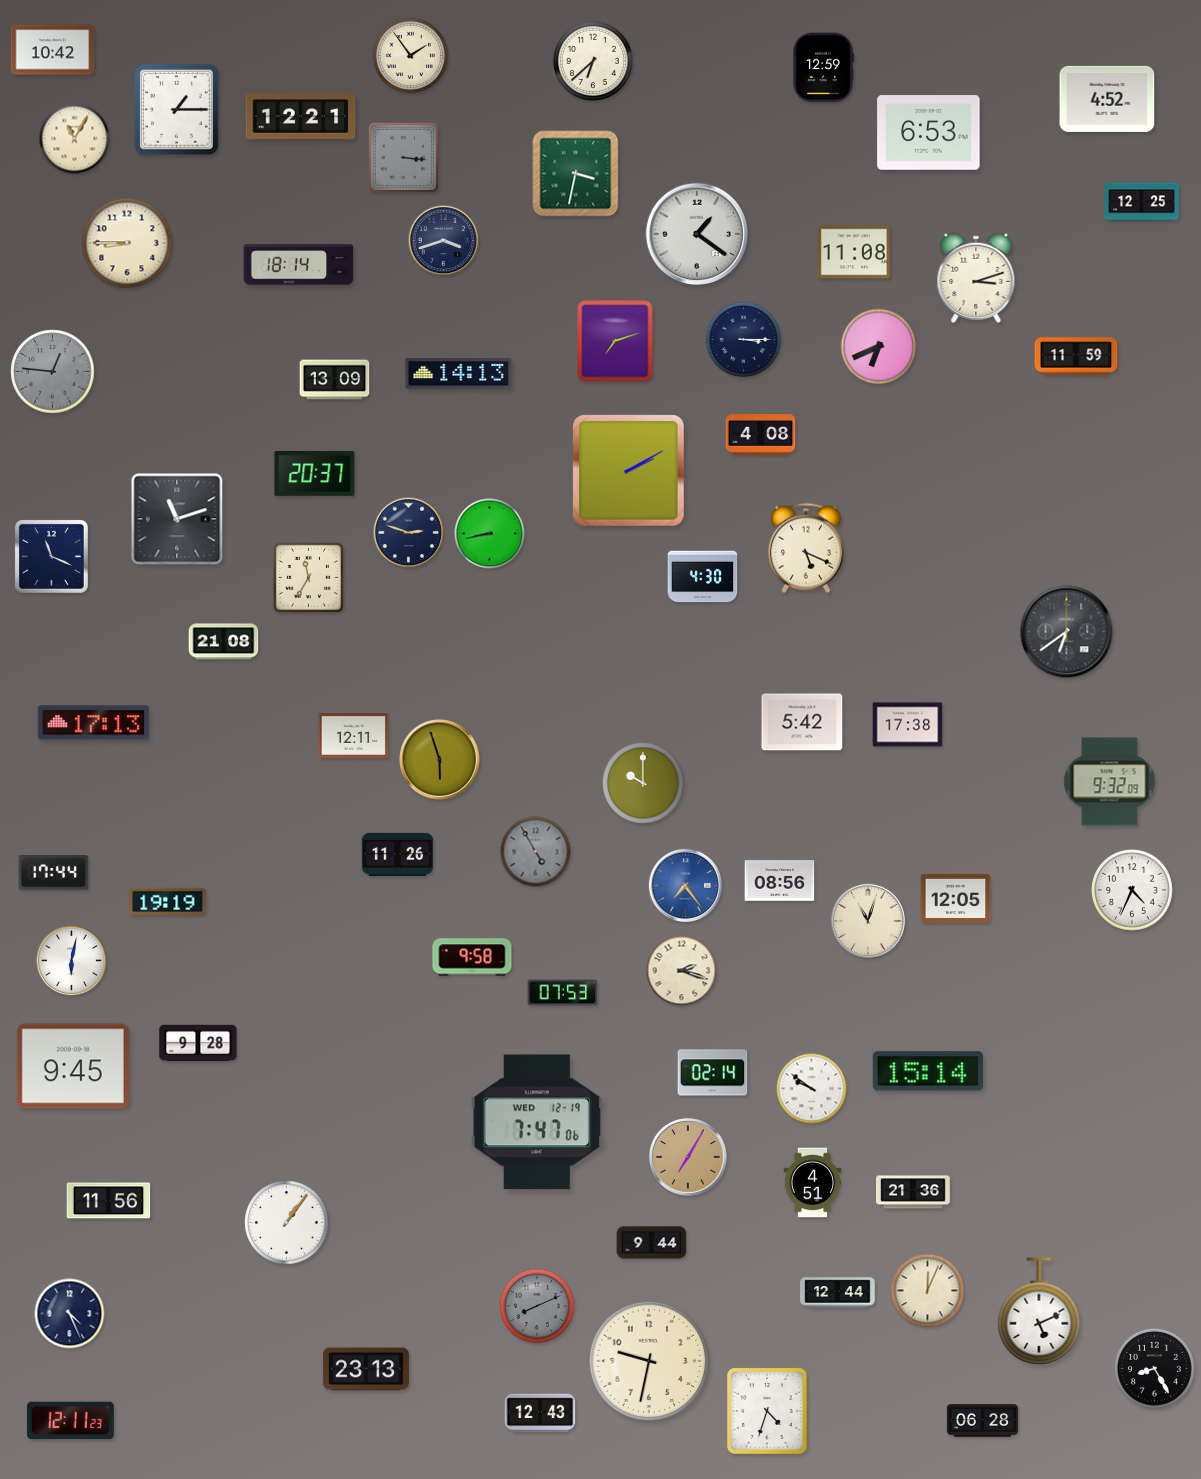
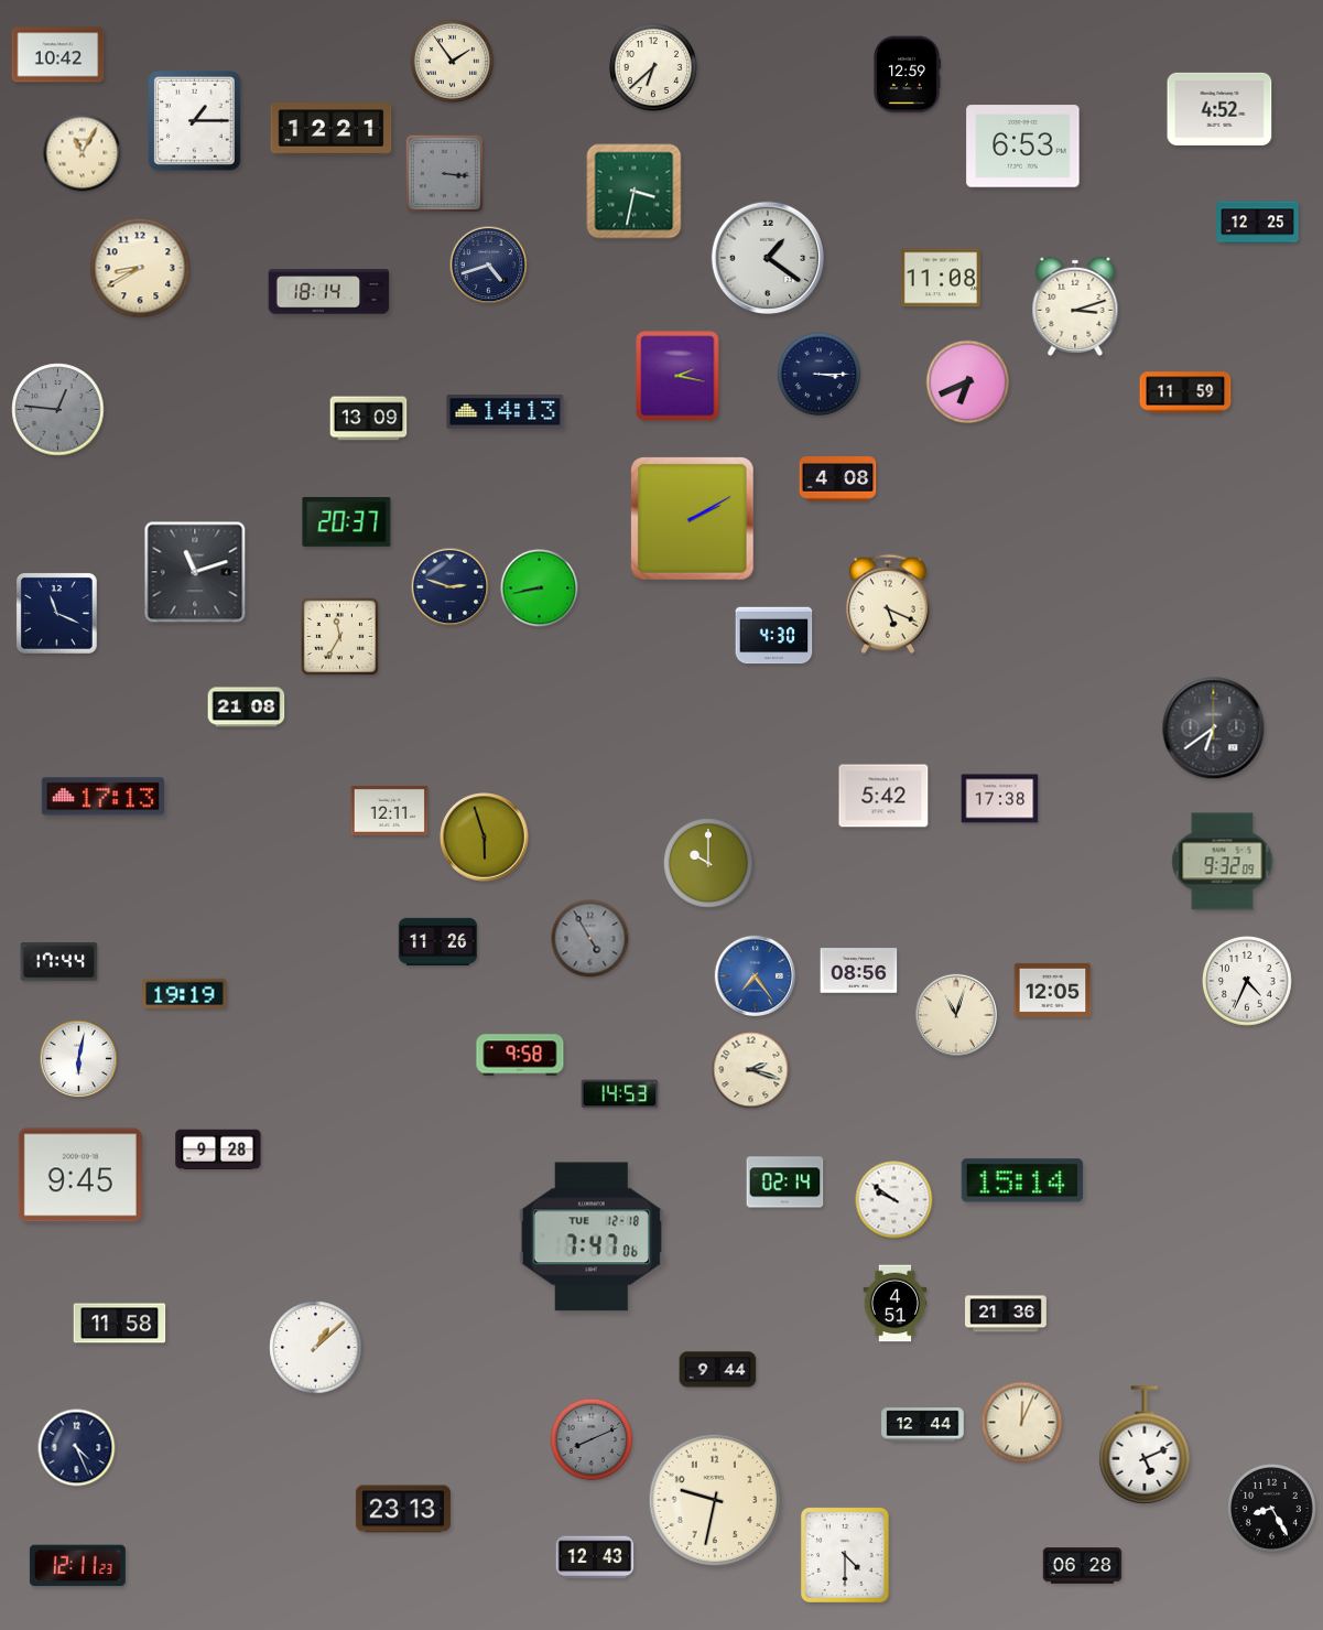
clock at (444, 241): 3:42 -> 4:42
clock at (127, 243): 8:45 -> 8:40
clock at (615, 341): 7:12 -> 2:17
clock at (1067, 632) position: (1067, 632) -> (1214, 728)
clock at (563, 993): 07:53 -> 14:53
clock at (537, 1122) date: WED 12-19 -> TUE 12-18
clock at (688, 1157): 7:05 -> none
clock at (109, 1201): 11:56 -> 11:58
clock at (287, 1223): 1:06 -> 1:08
clock at (767, 1411): 4:33 -> 4:30
